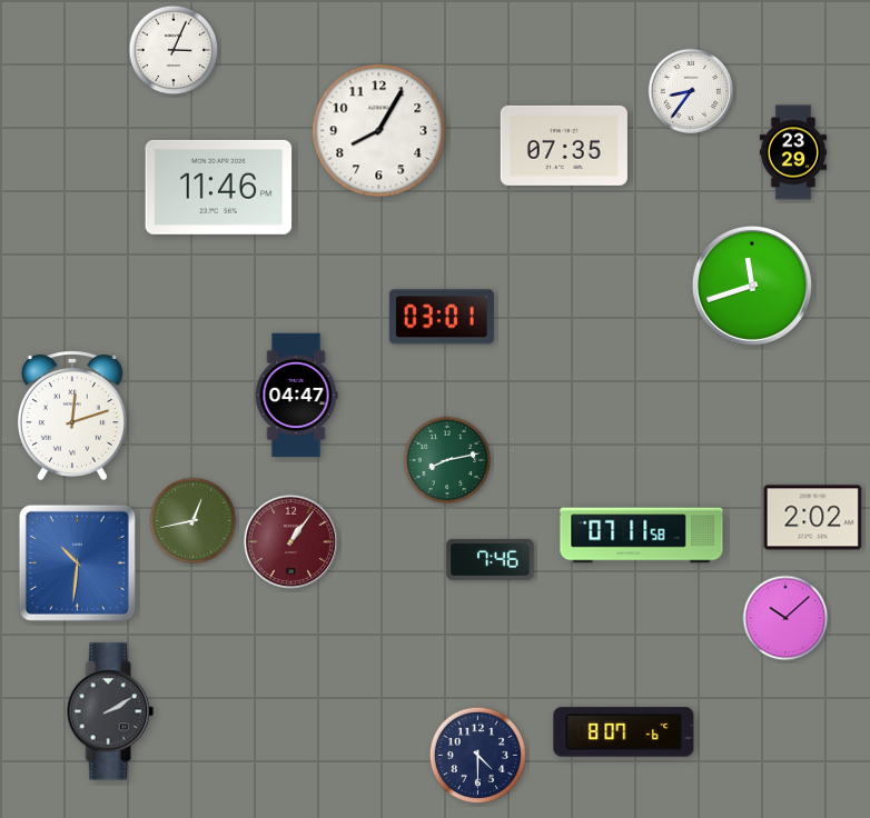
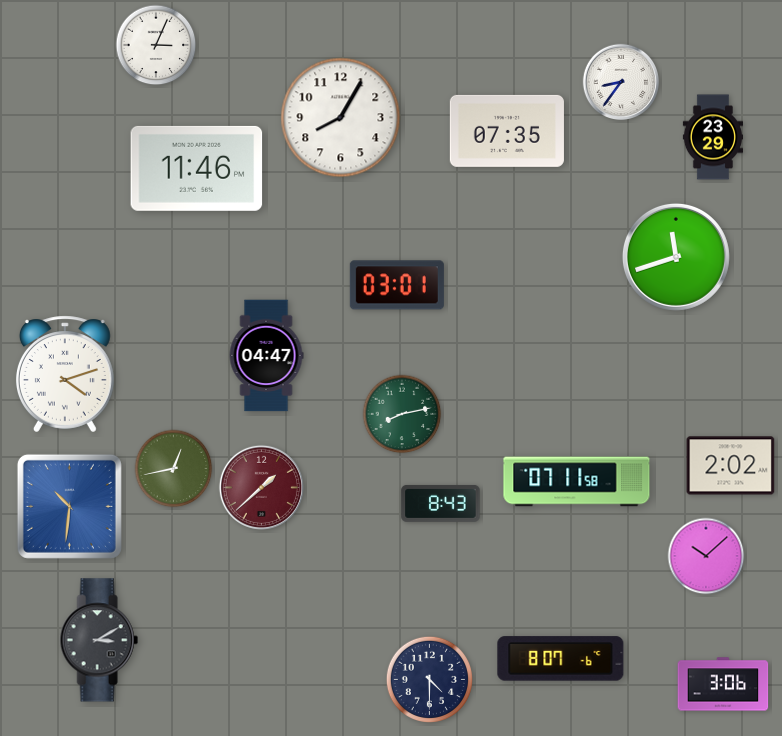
clock at (72, 416): 12:12 -> 4:12
clock at (290, 541): 1:06 -> 1:38
clock at (491, 560): 7:46 -> 8:43
clock at (110, 711): 2:10 -> 3:10
clock at (723, 684): none -> 3:06
